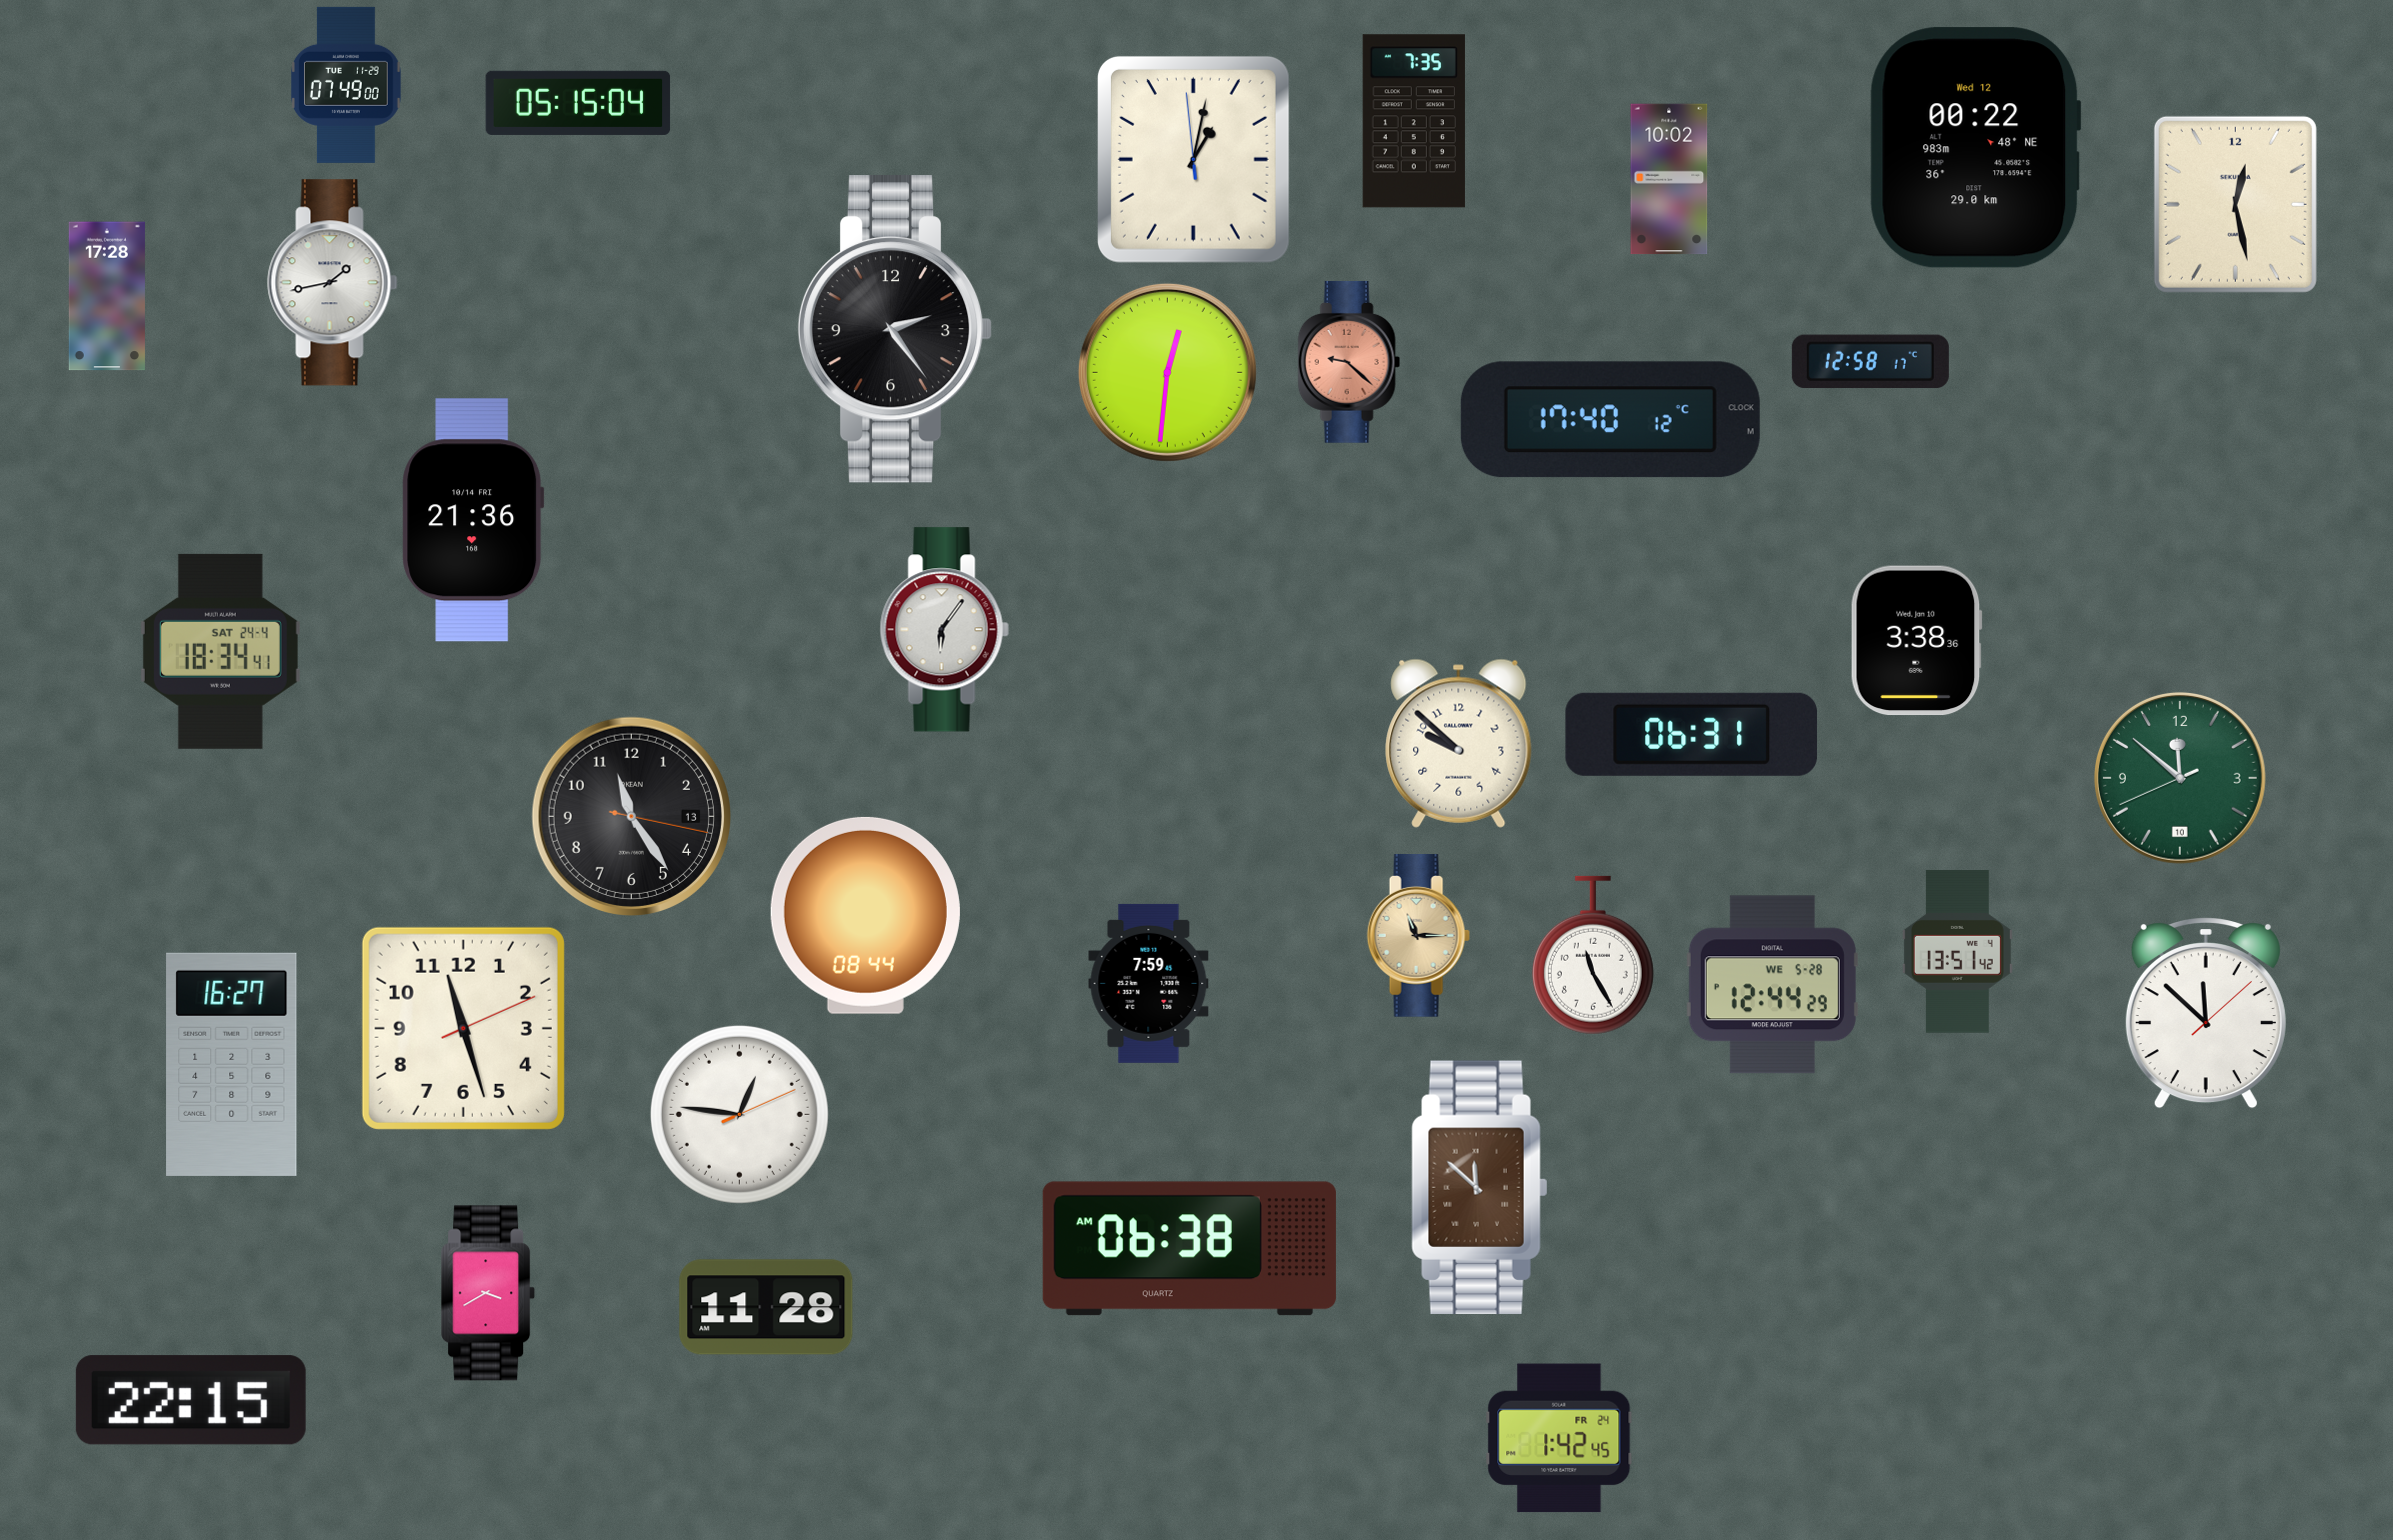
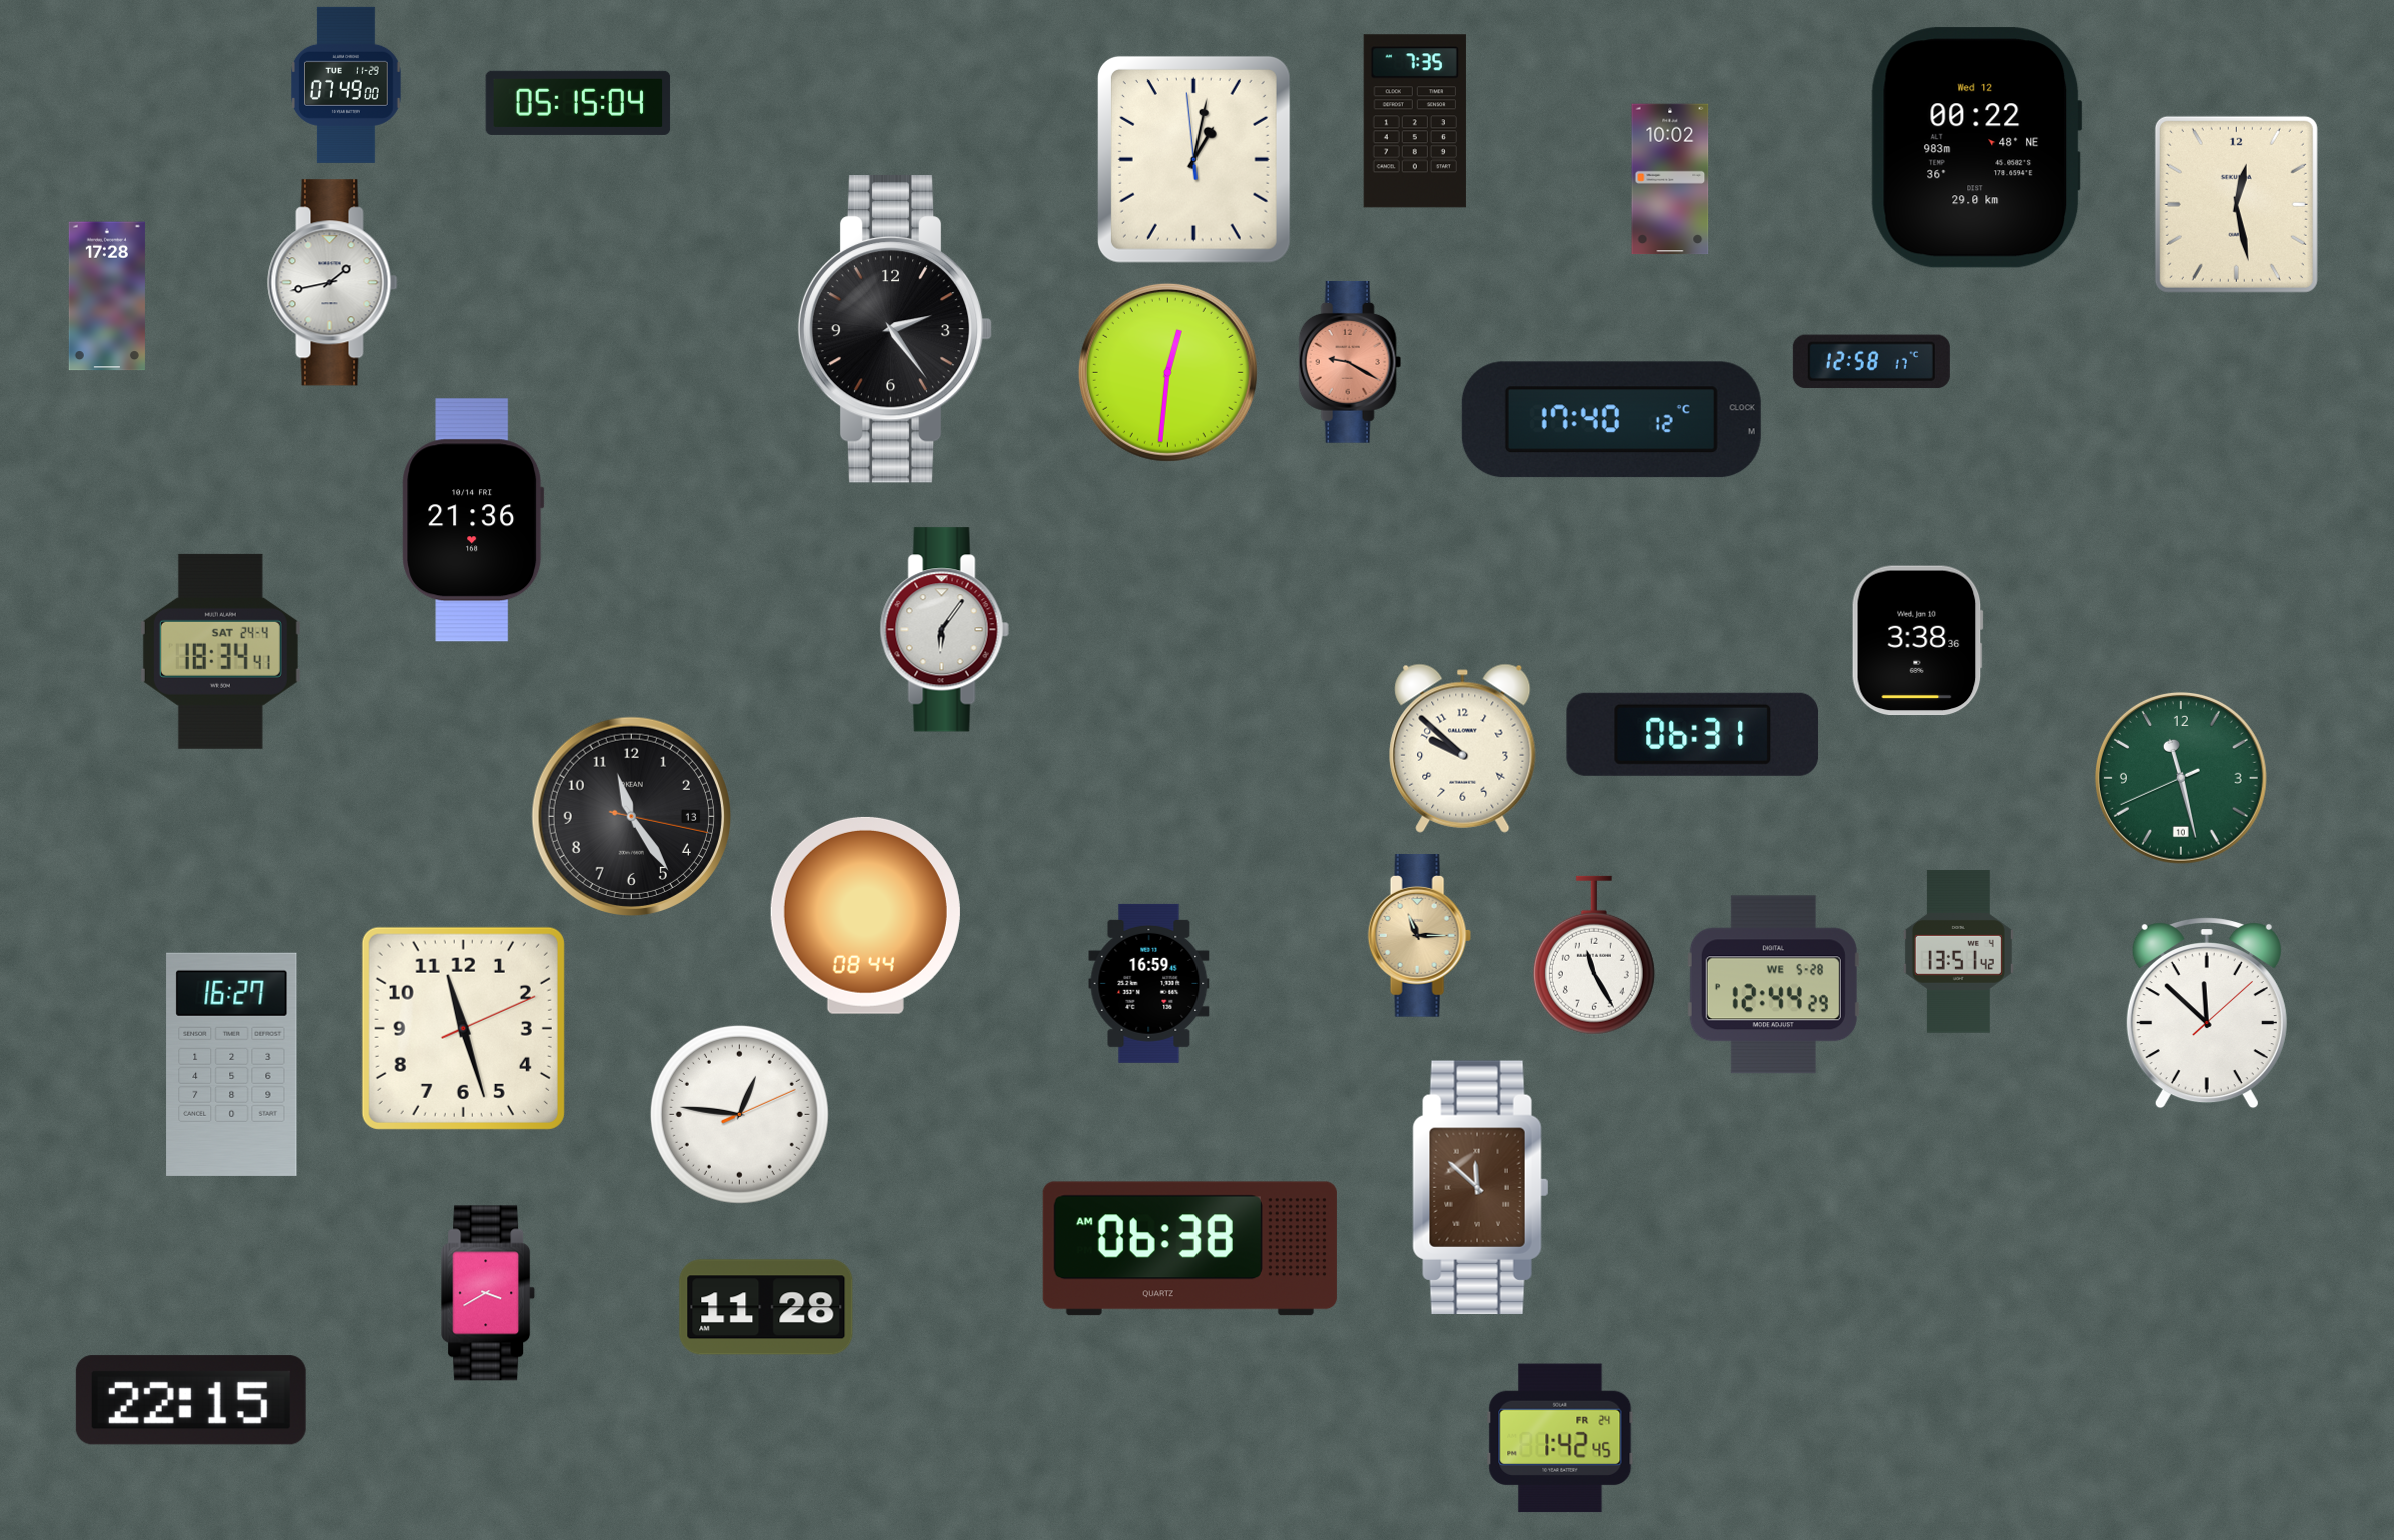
clock at (1349, 362): 9:22 -> 9:20
clock at (1459, 743) position: (1459, 743) -> (1463, 748)
clock at (2180, 778): 11:51 -> 11:27
clock at (1149, 983): 7:59 -> 16:59
